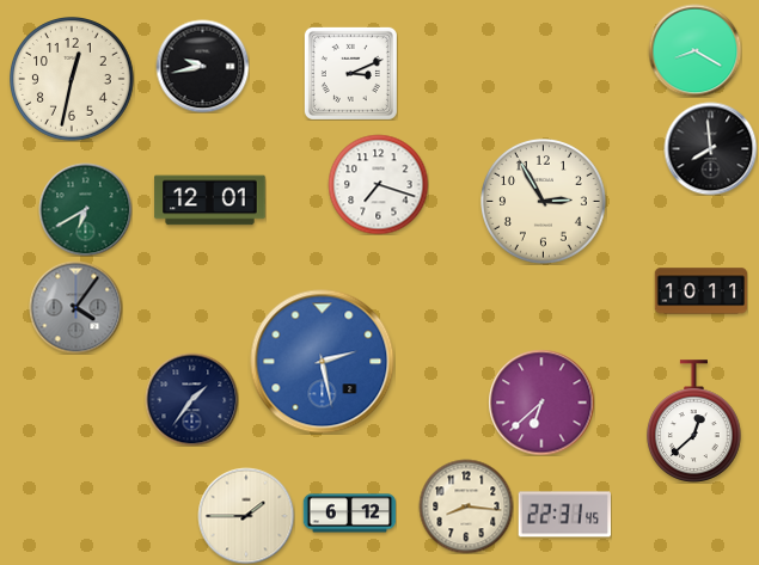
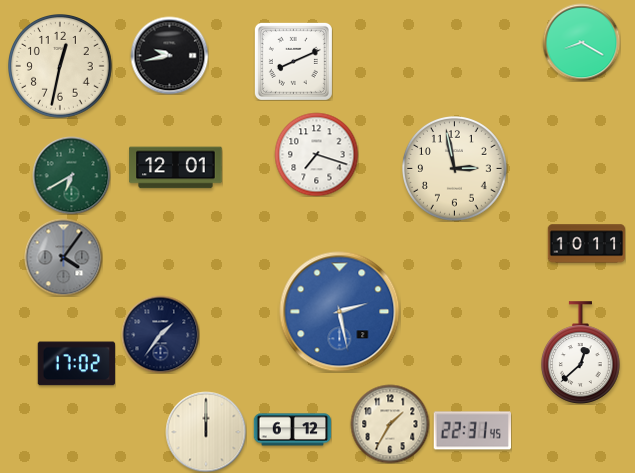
clock at (350, 73): 3:11 -> 8:11
clock at (710, 148): 7:59 -> none
clock at (544, 202): 2:55 -> 2:58
clock at (323, 362) position: (323, 362) -> (340, 312)
clock at (541, 403): 6:38 -> none
clock at (76, 364): none -> 17:02
clock at (466, 506): 8:16 -> 1:35
clock at (246, 516): 1:45 -> 12:00
